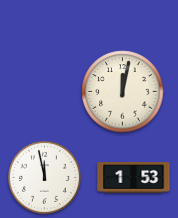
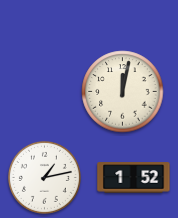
clock at (44, 177): 11:58 -> 1:13
clock at (134, 178): 1:53 -> 1:52
